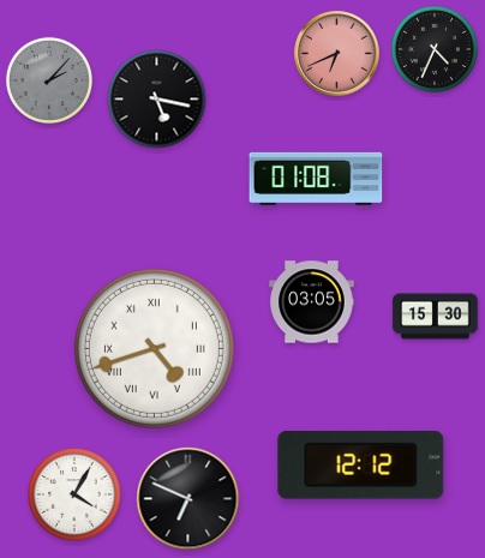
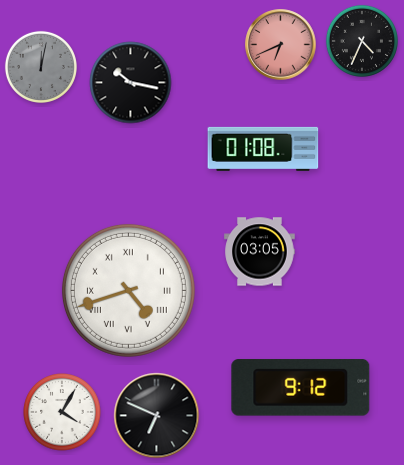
clock at (49, 80): 2:07 -> 12:02
clock at (157, 100): 5:17 -> 10:17
clock at (436, 317): 15:30 -> none
clock at (361, 466): 12:12 -> 9:12
